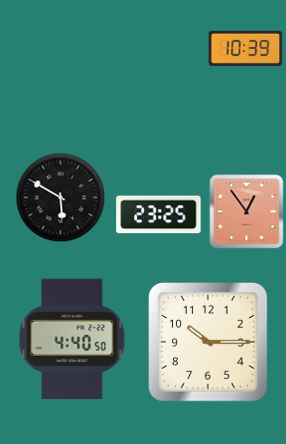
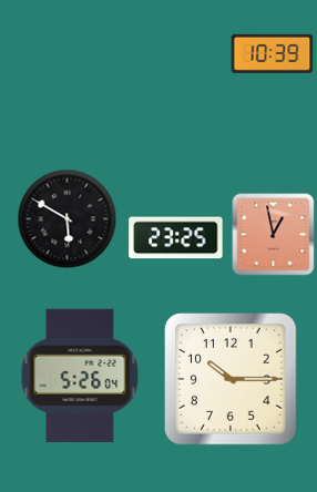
clock at (247, 212): 12:54 -> 12:58
clock at (72, 339): 4:40 -> 5:26
